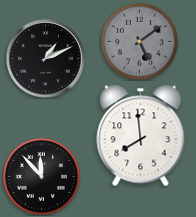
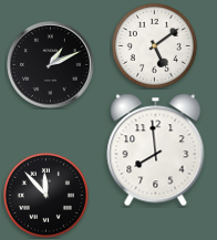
clock at (139, 41) dial: grey -> white
